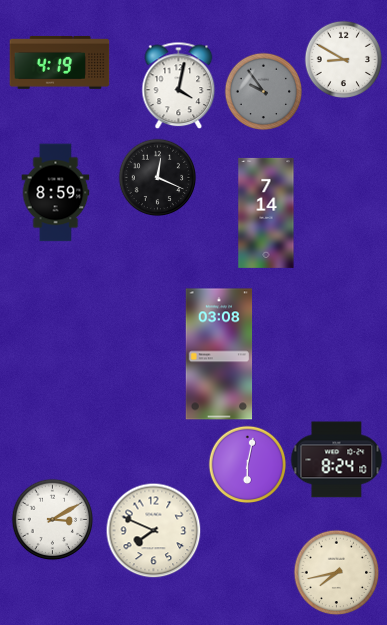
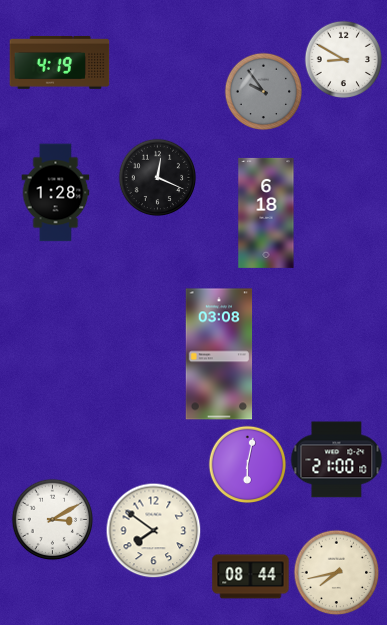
clock at (179, 85): 4:02 -> none
clock at (56, 193): 8:59 -> 1:28
clock at (266, 213): 7:14 -> 6:18
clock at (337, 460): 8:24 -> 21:00
clock at (153, 530): 7:49 -> 7:51
clock at (251, 577): none -> 08:44
